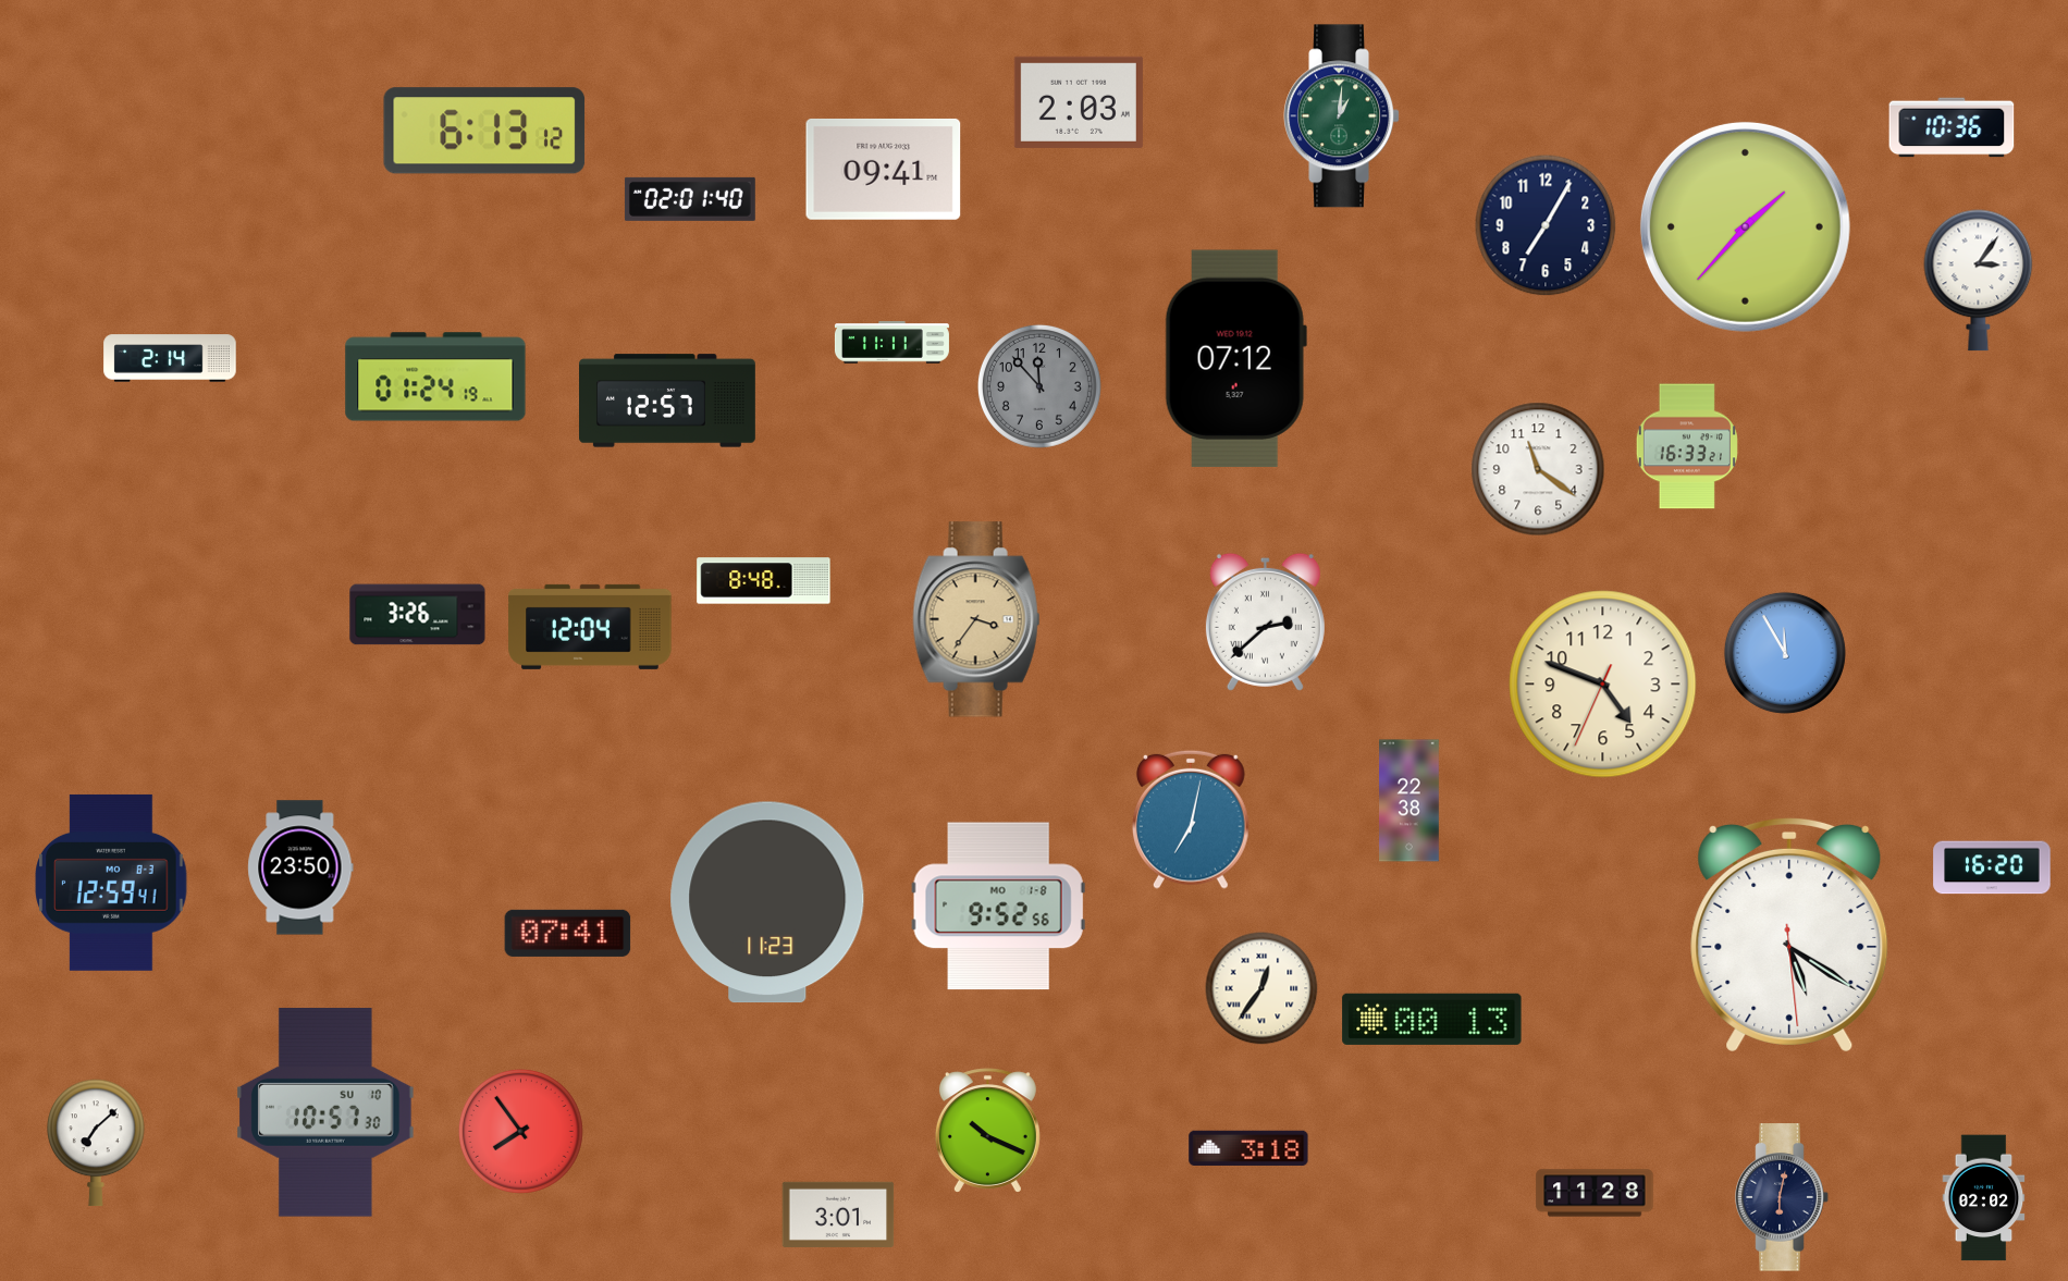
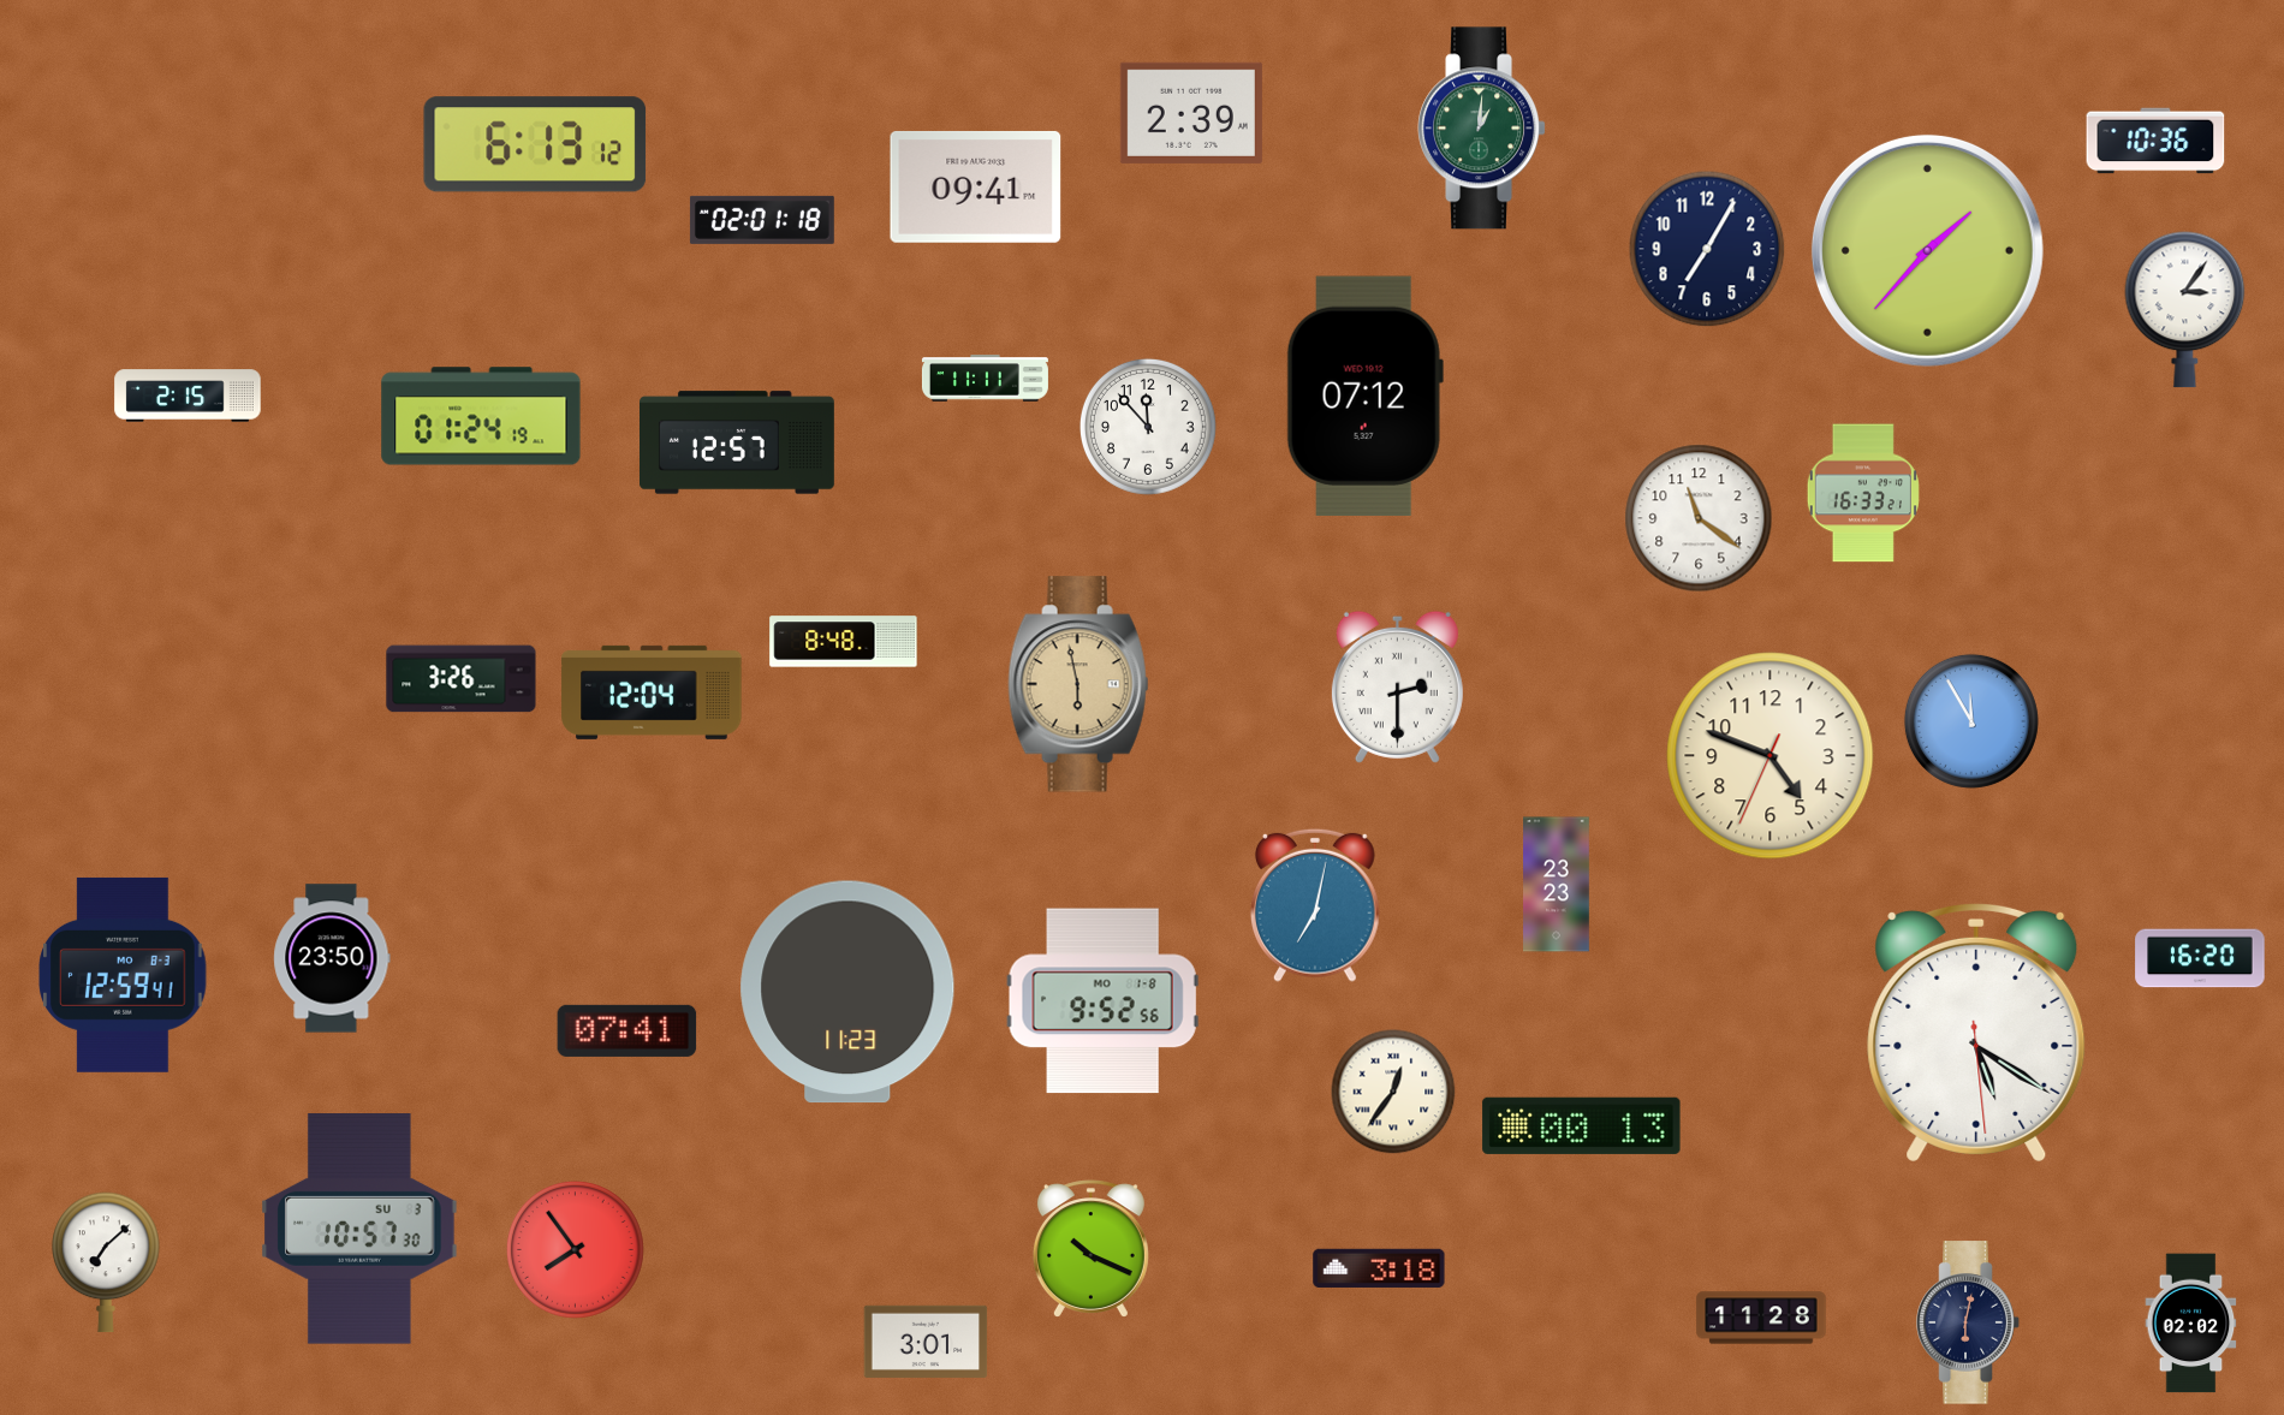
clock at (1079, 102): 2:03 -> 2:39
clock at (690, 199): 02:01:40 -> 02:01:18
clock at (170, 358): 2:14 -> 2:15
clock at (1039, 386) dial: grey -> white
clock at (976, 619): 3:36 -> 5:58
clock at (1265, 621): 2:38 -> 2:30
clock at (1410, 801): 22:38 -> 23:23
clock at (767, 902) position: (767, 902) -> (847, 992)
clock at (325, 1112) date: SU 10 -> SU 3
